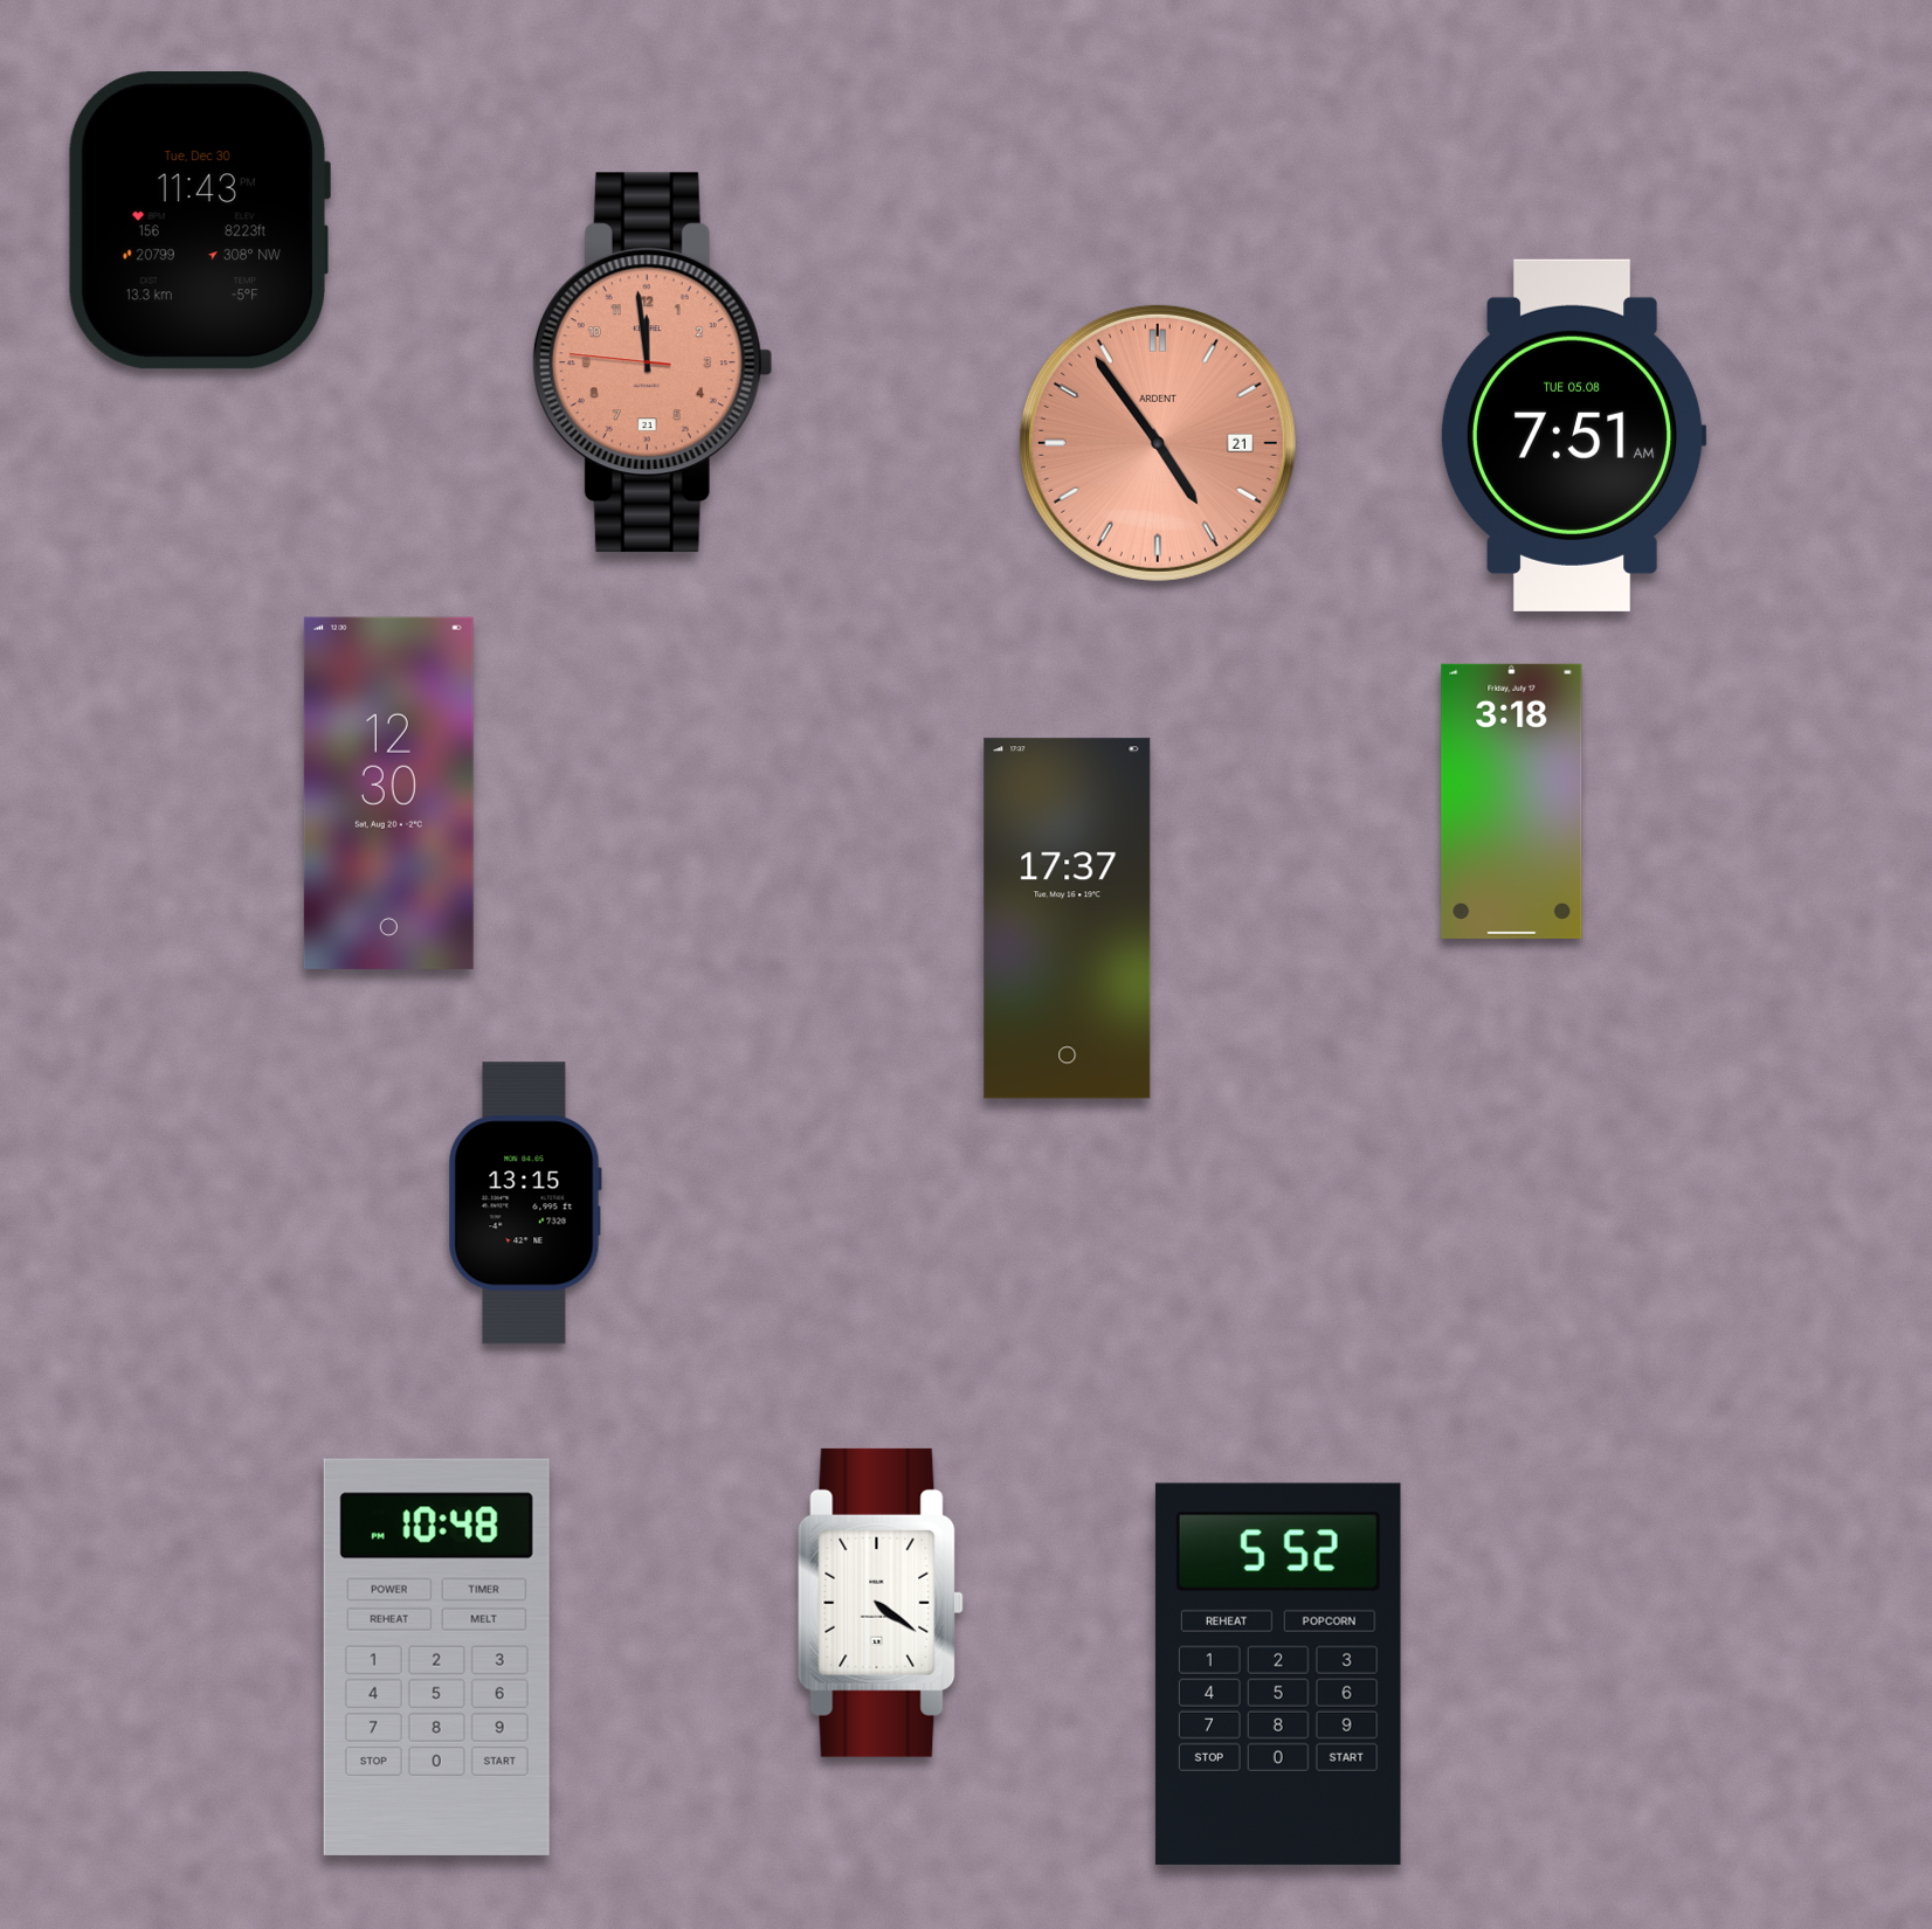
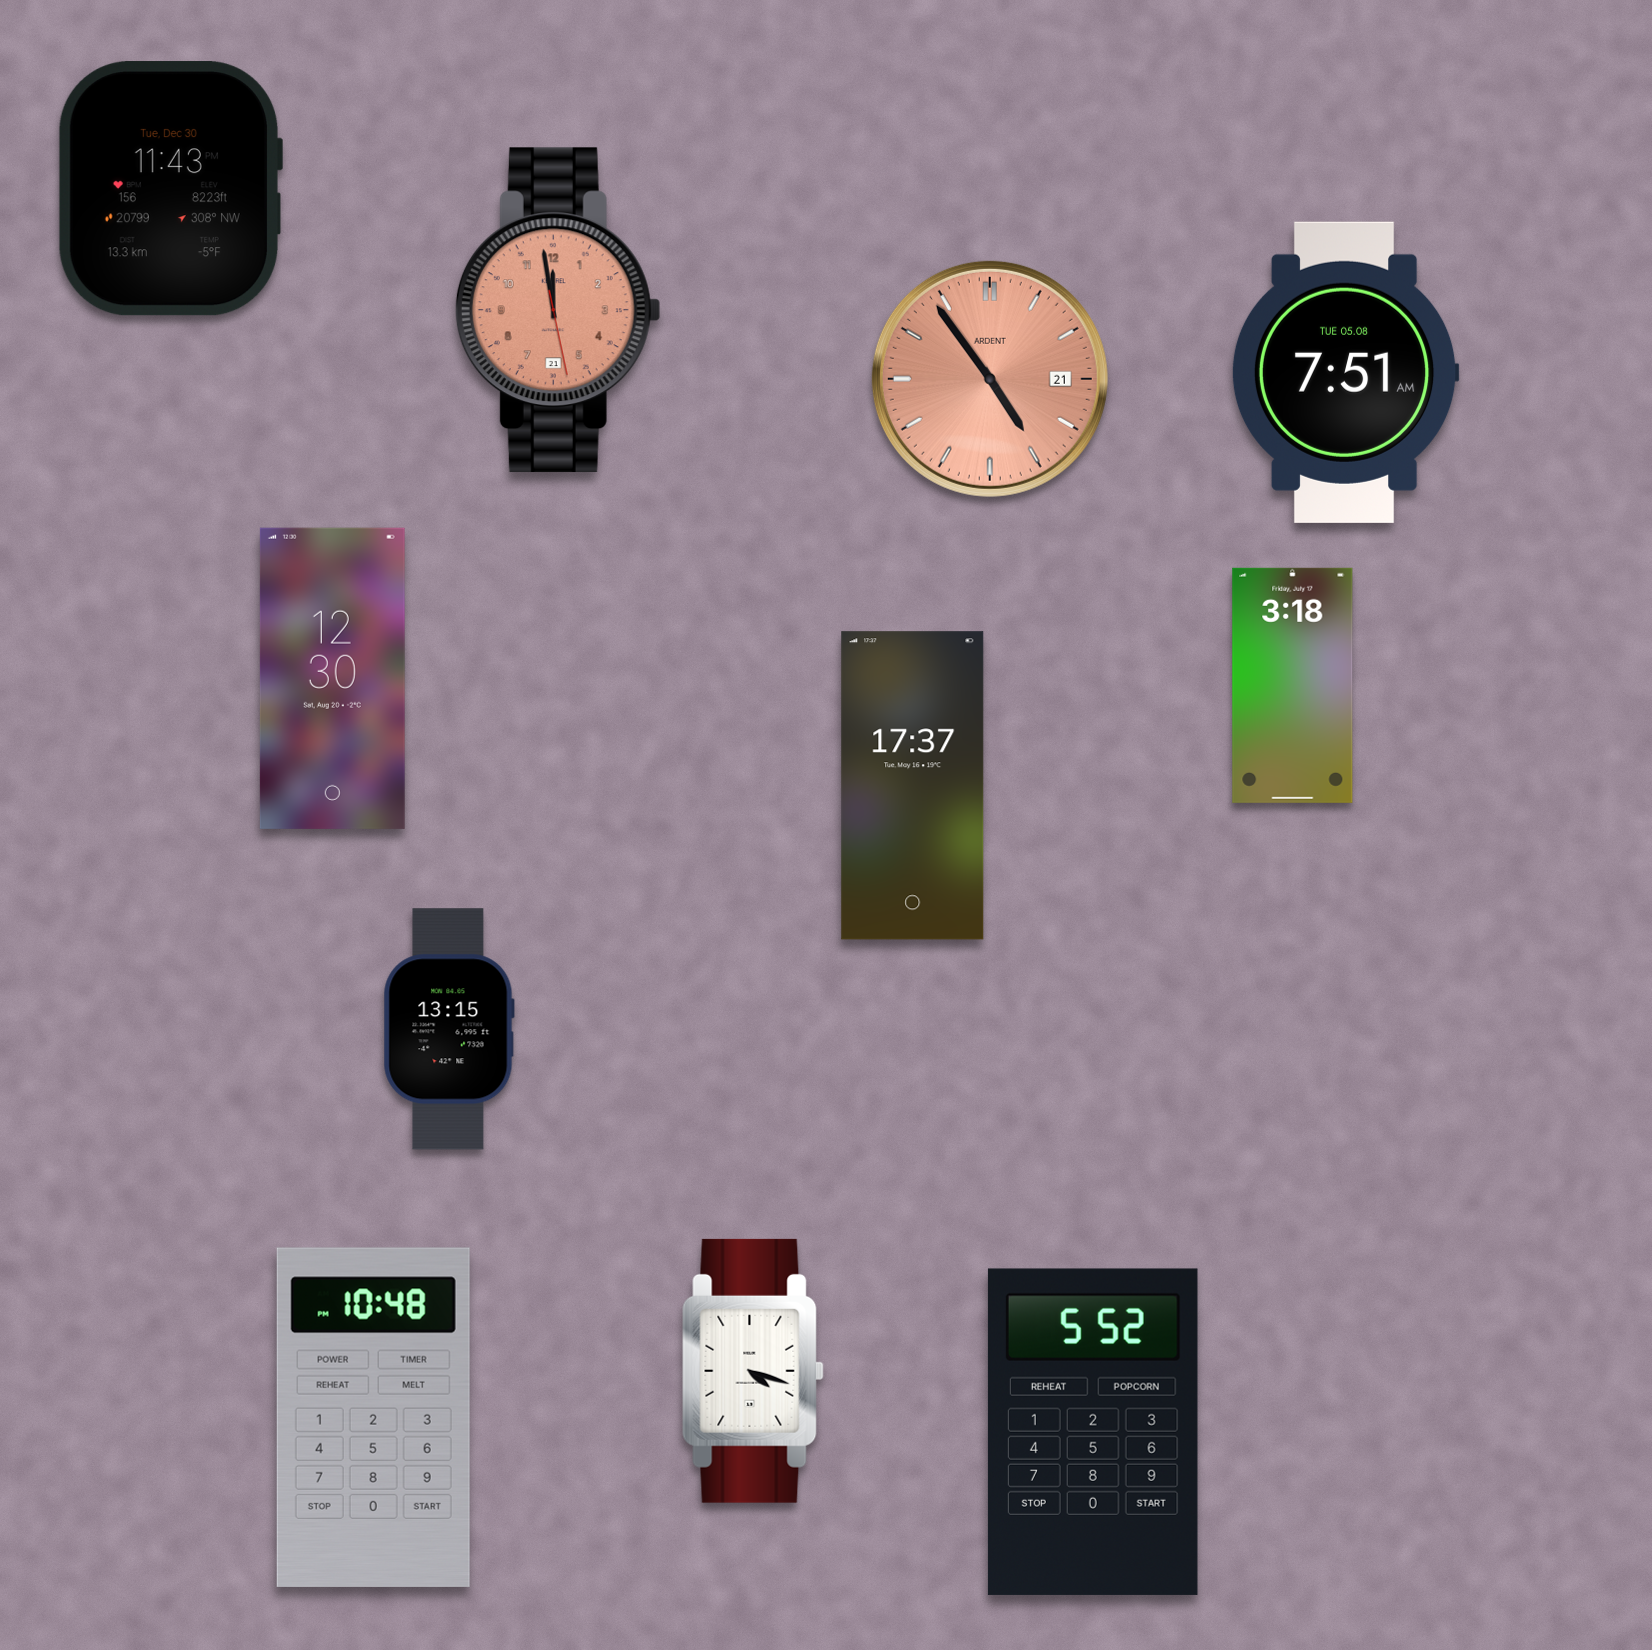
clock at (653, 362): 11:58:46 -> 11:58:28
clock at (881, 1603): 4:21 -> 4:18
